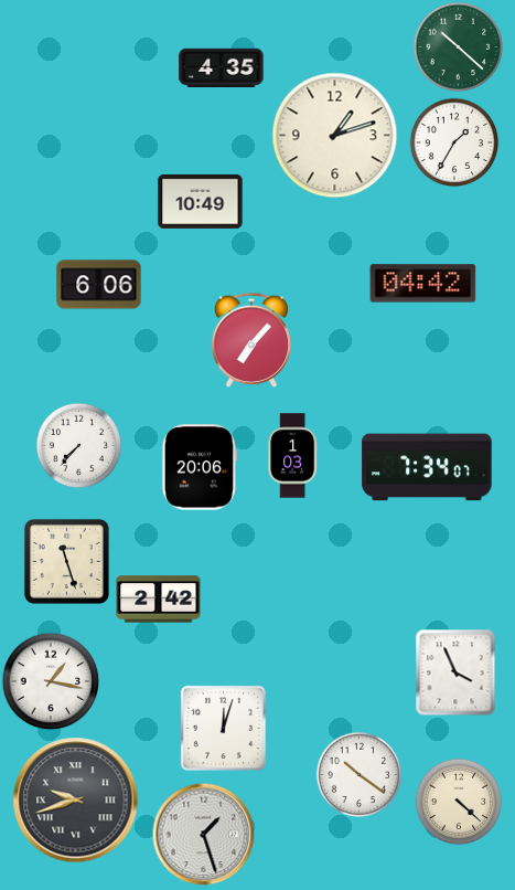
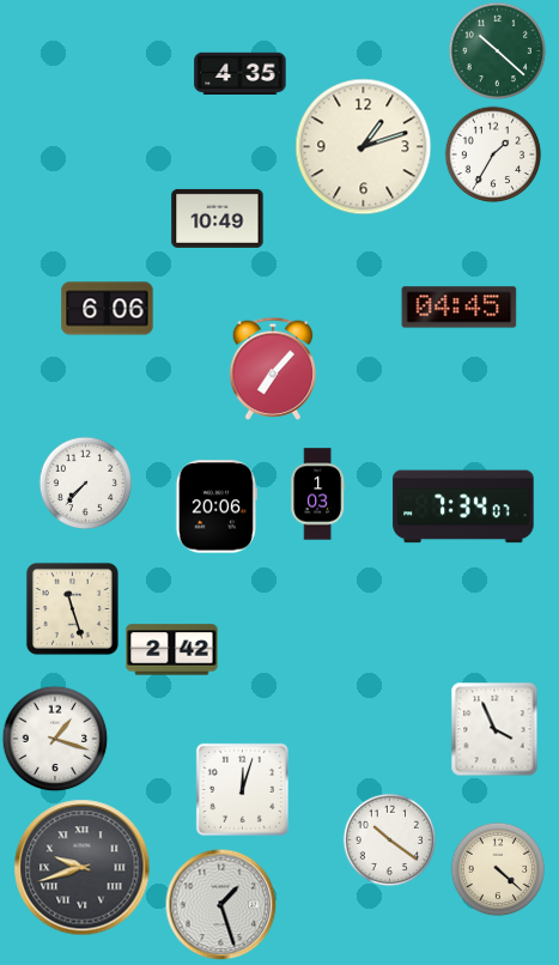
clock at (423, 284): 04:42 -> 04:45
clock at (51, 681): 1:17 -> 1:18
